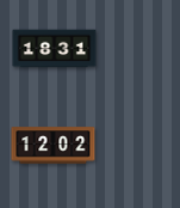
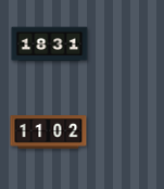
clock at (54, 146): 12:02 -> 11:02
